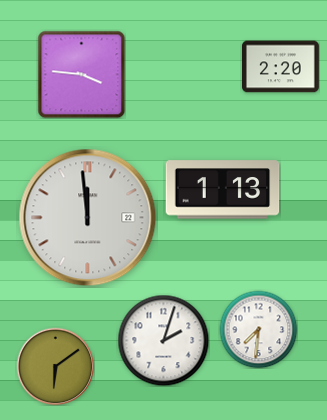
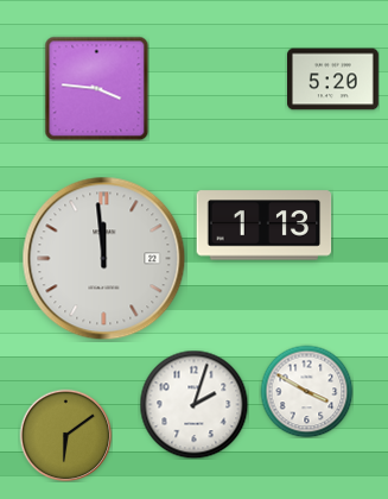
clock at (281, 67): 2:20 -> 5:20
clock at (258, 329): 7:31 -> 3:50
